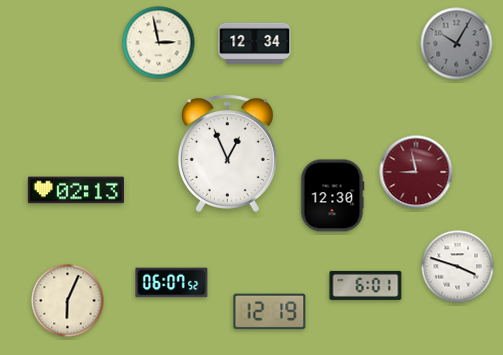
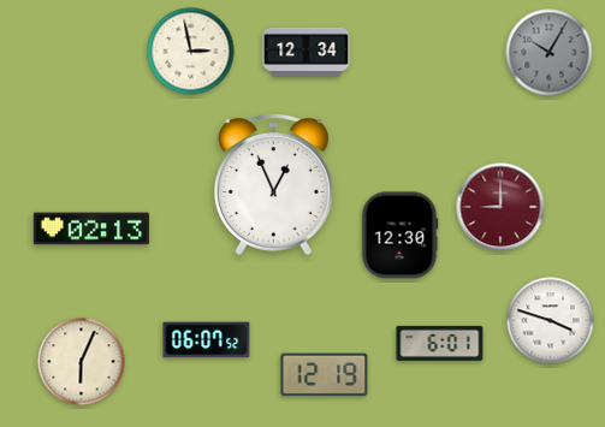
clock at (416, 172): 8:58 -> 9:00
